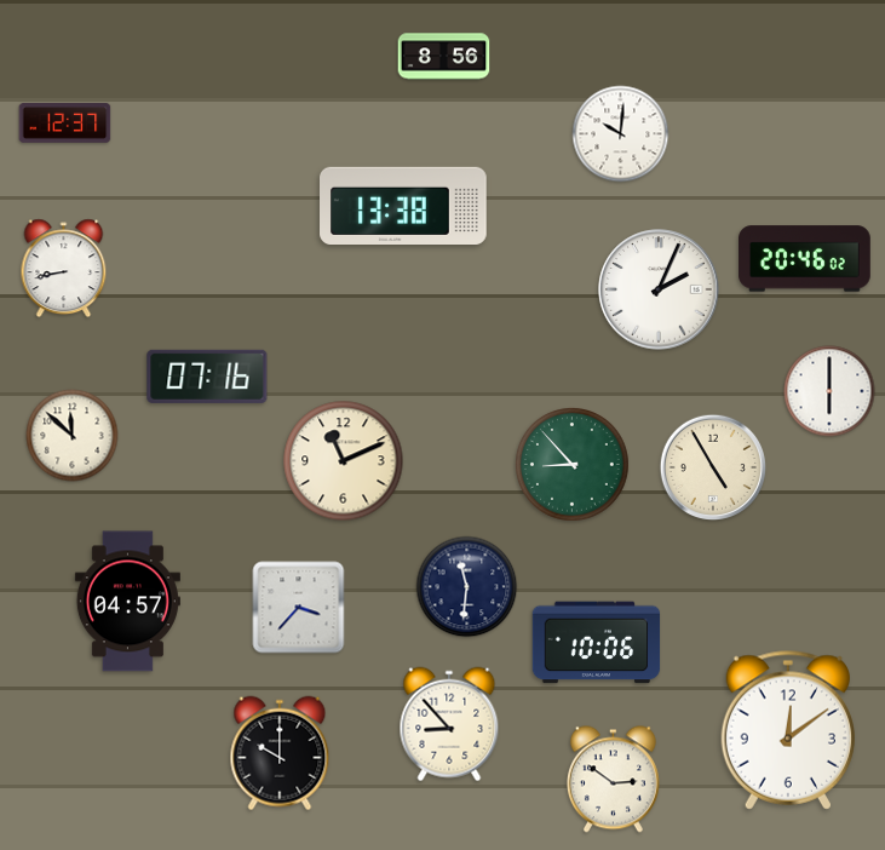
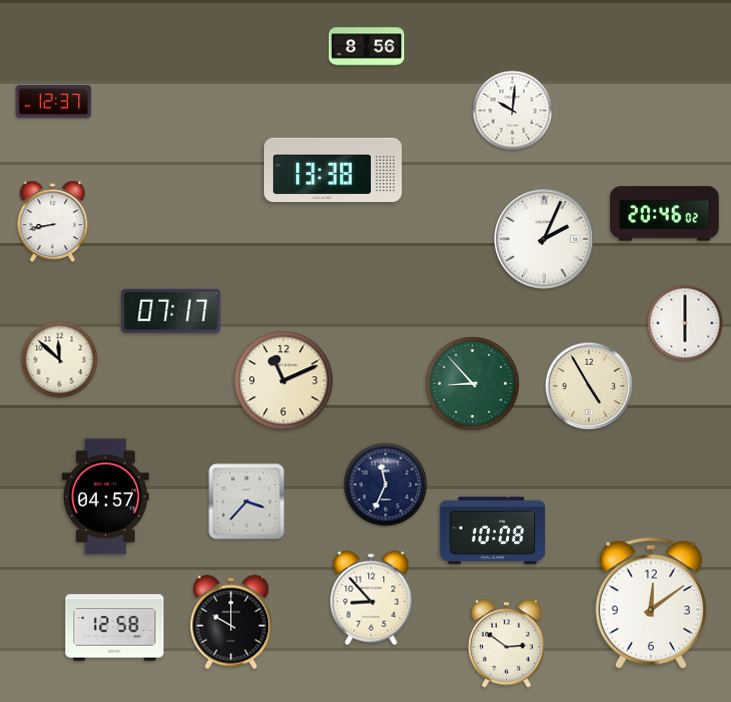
clock at (207, 377): 07:16 -> 07:17
clock at (467, 587): 11:31 -> 11:34
clock at (597, 643): 10:06 -> 10:08
clock at (115, 628): none -> 12:58
